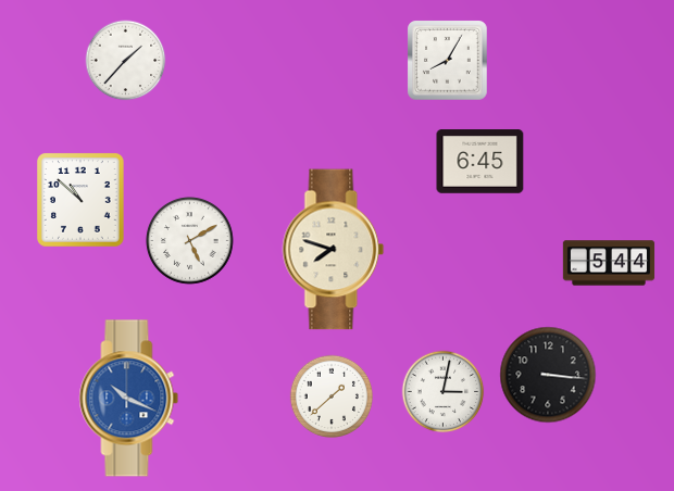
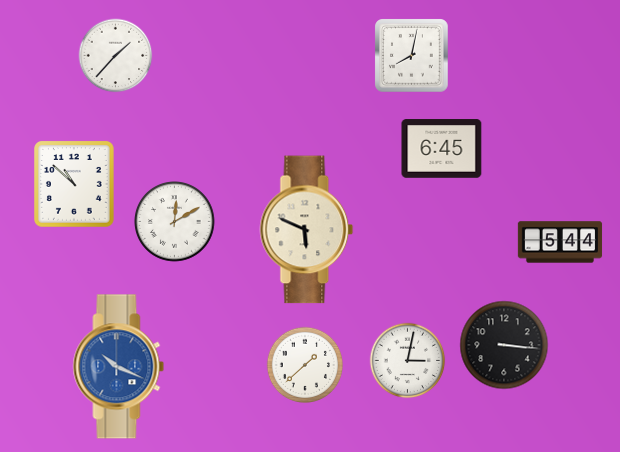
clock at (448, 61): 8:05 -> 8:02
clock at (190, 241): 5:10 -> 12:10
clock at (334, 250): 7:48 -> 5:49
